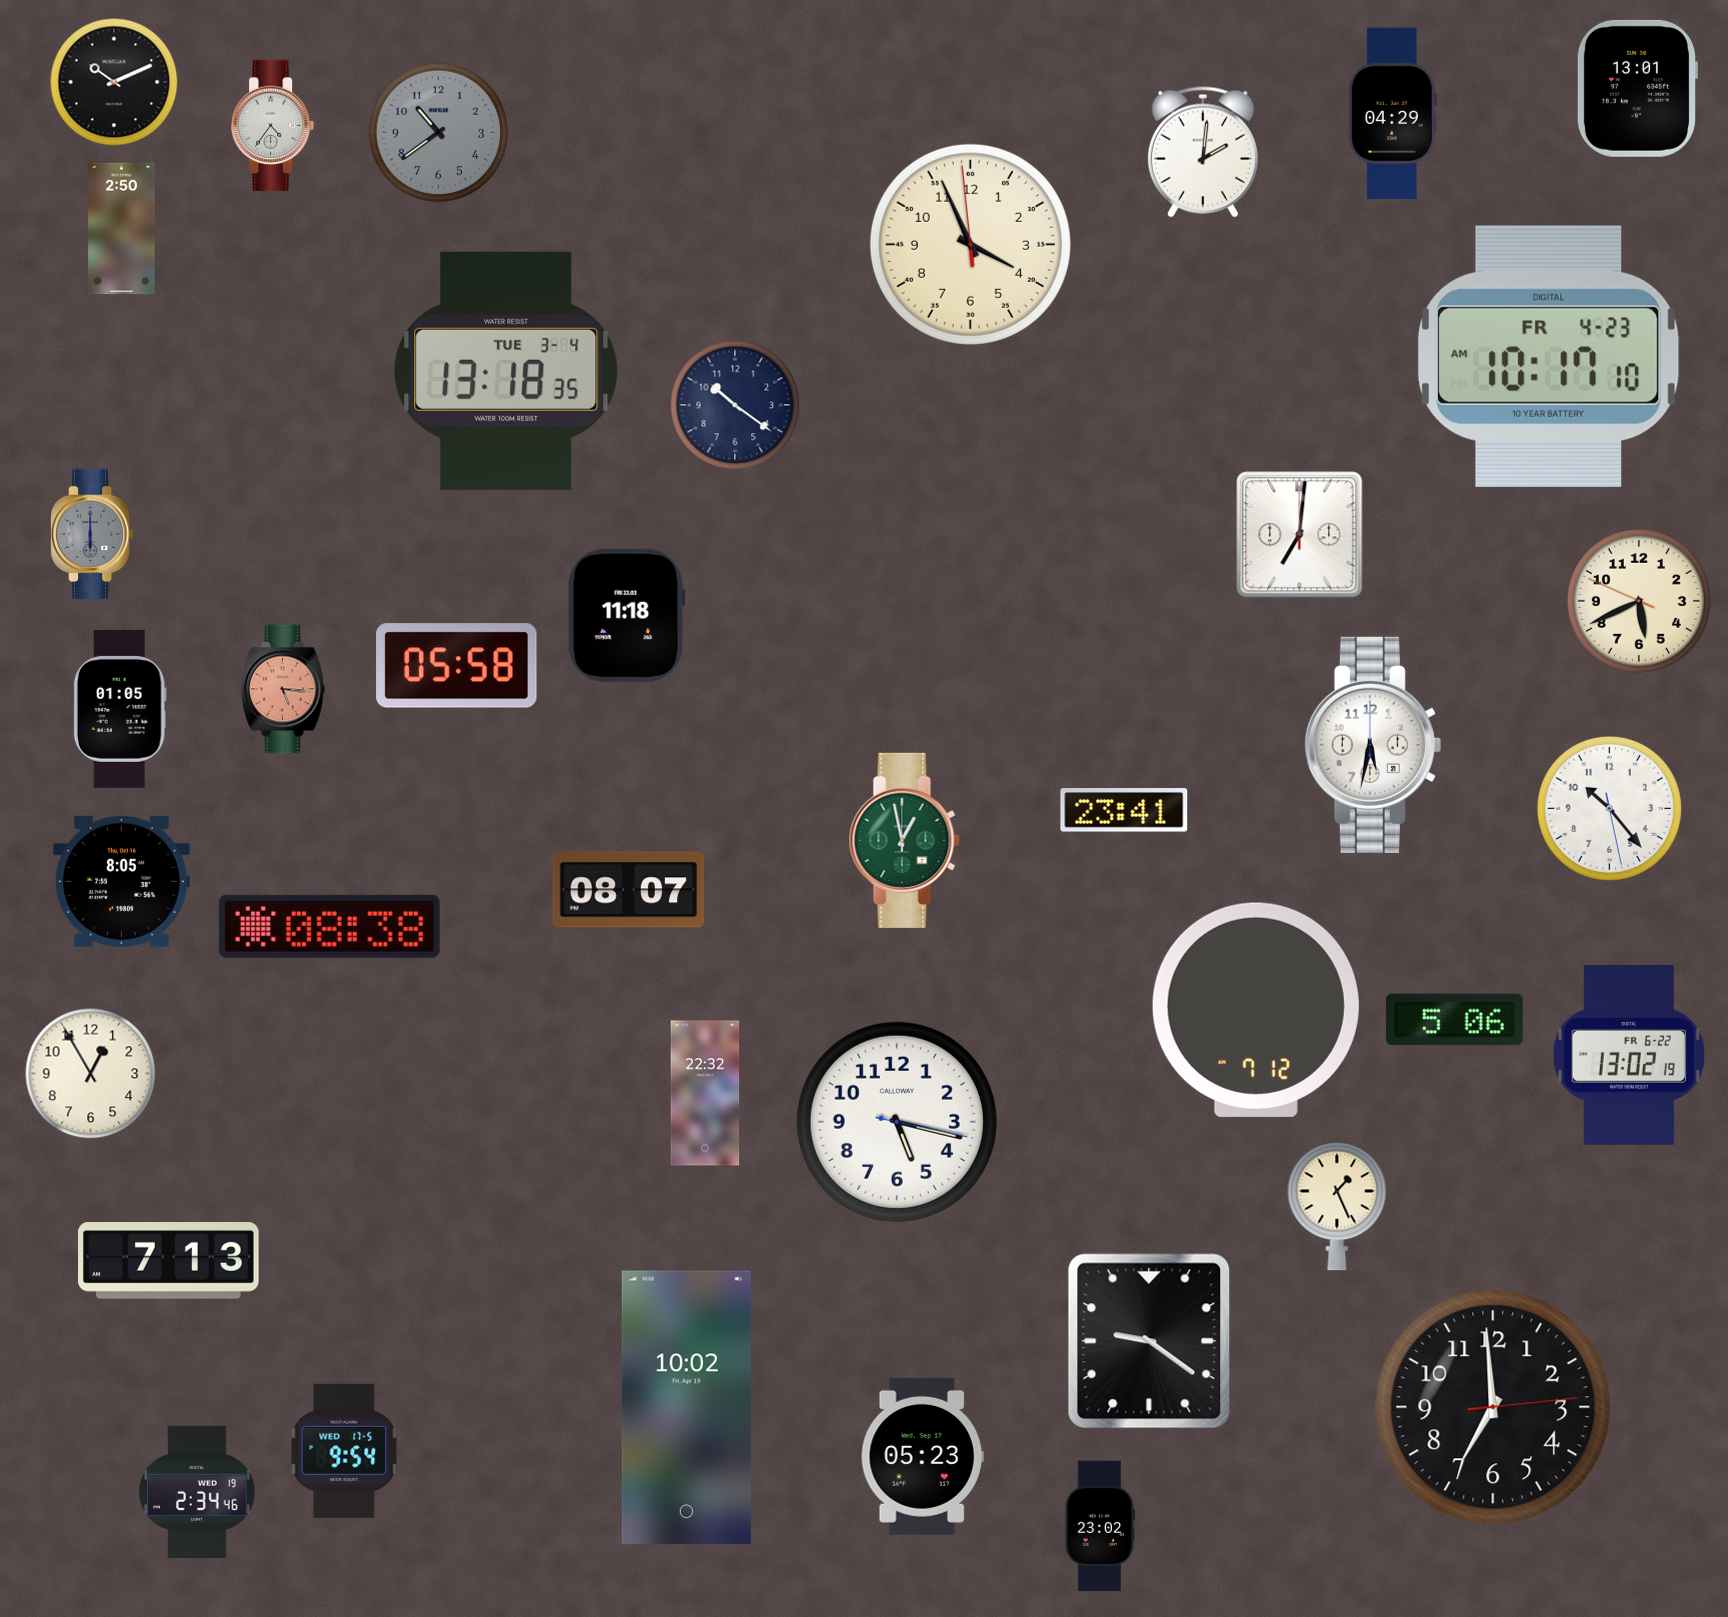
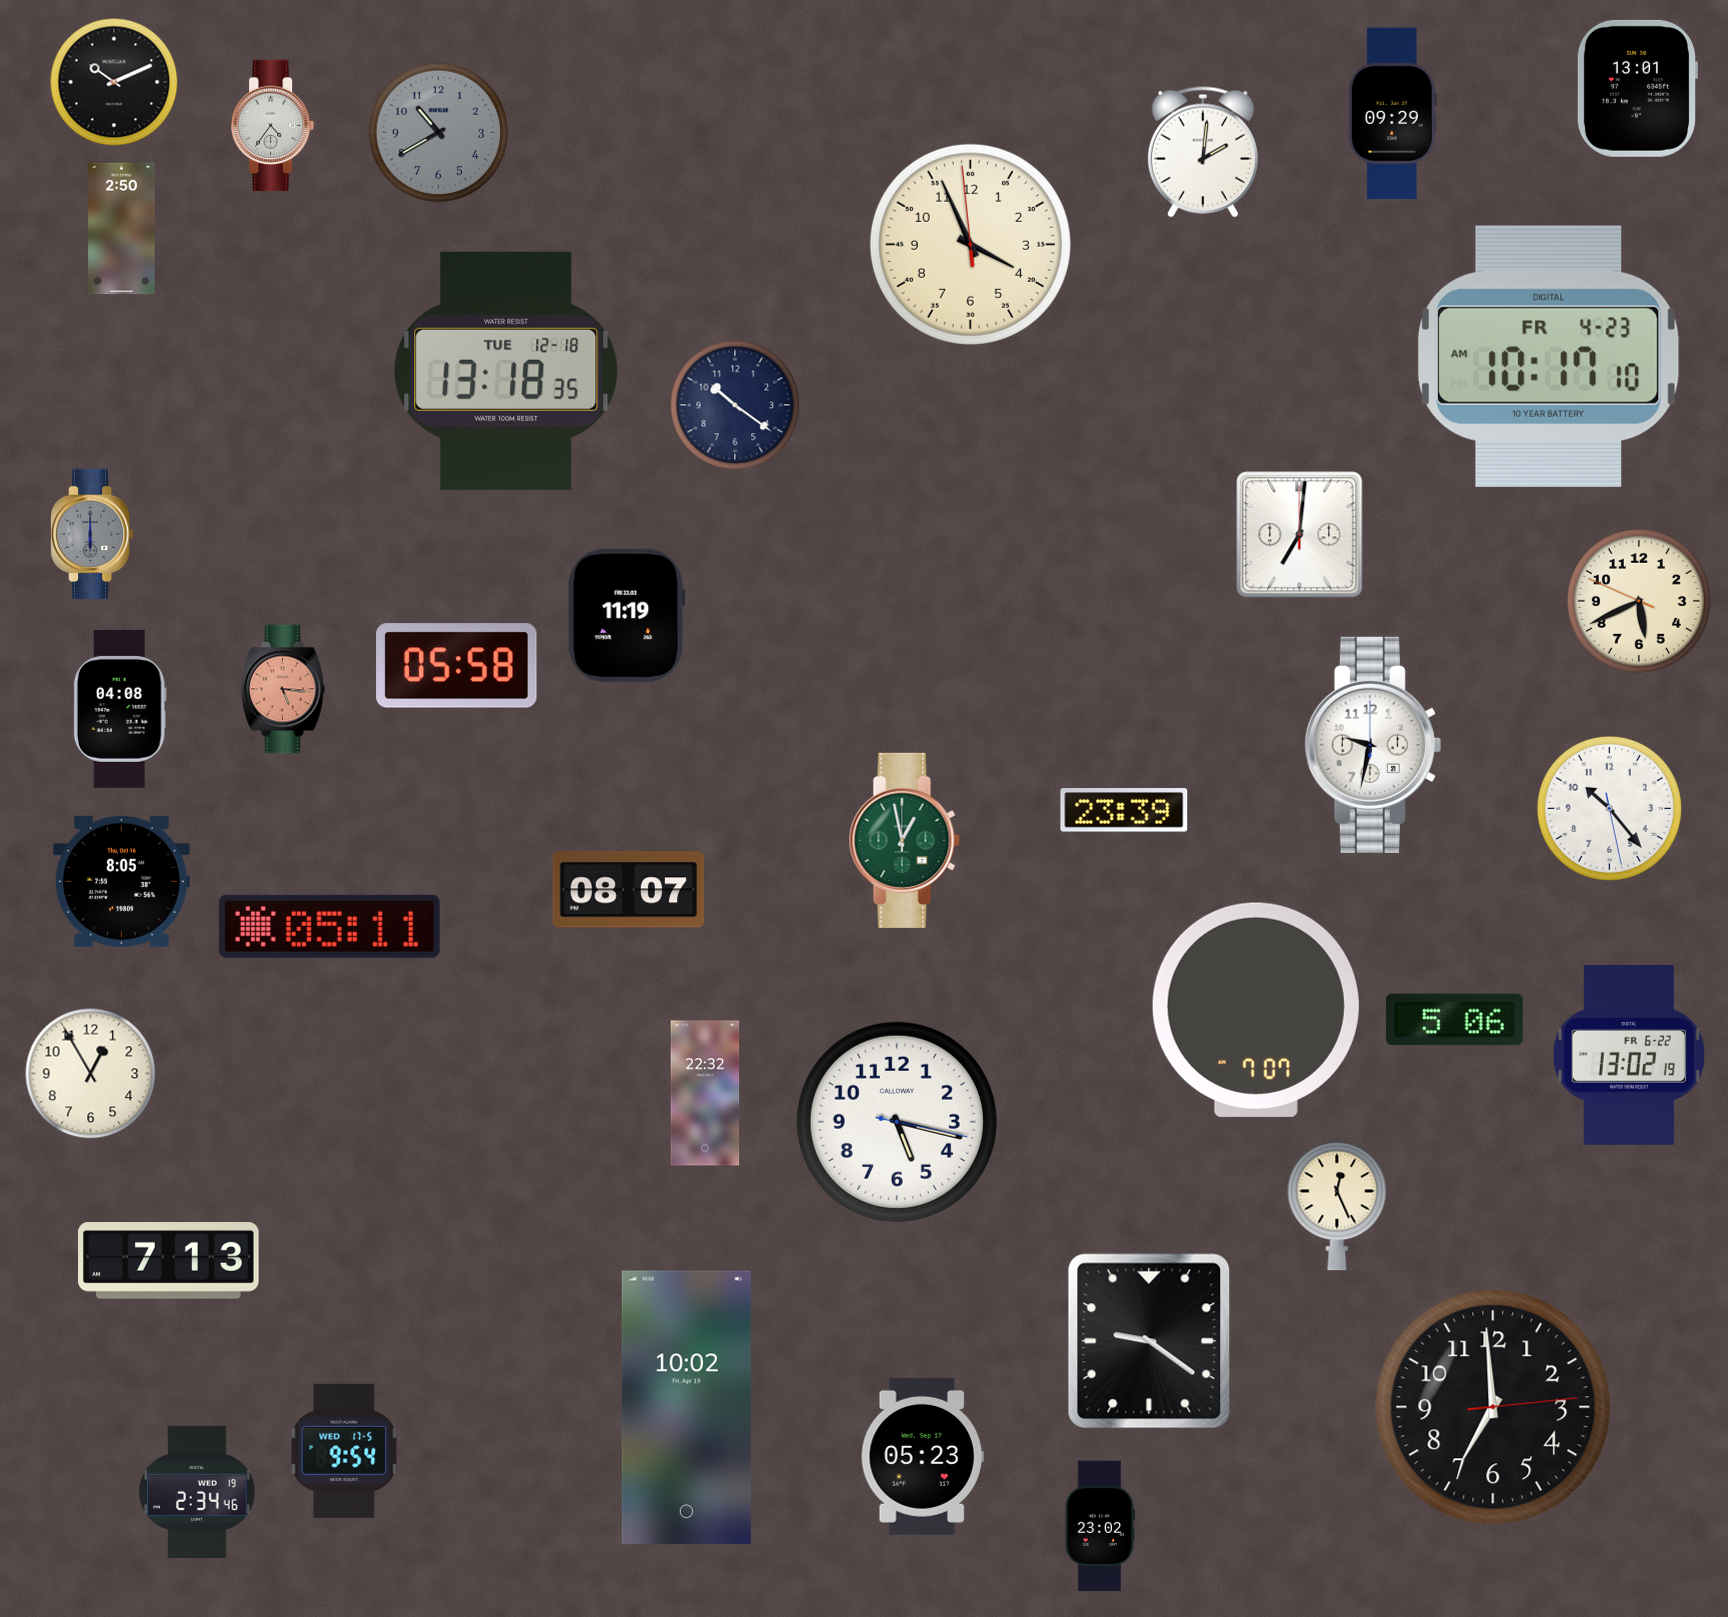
clock at (1392, 114): 04:29 -> 09:29
clock at (438, 132): 10:39 -> 10:40
clock at (506, 371) date: TUE 3-4 -> TUE 12-18
clock at (626, 615): 11:18 -> 11:19
clock at (120, 709): 01:05 -> 04:08
clock at (1373, 745): 5:32 -> 9:32
clock at (1124, 810): 23:41 -> 23:39
clock at (329, 926): 08:38 -> 05:11
clock at (1256, 1010): 7:12 -> 7:07
clock at (1337, 1206): 1:26 -> 12:26
